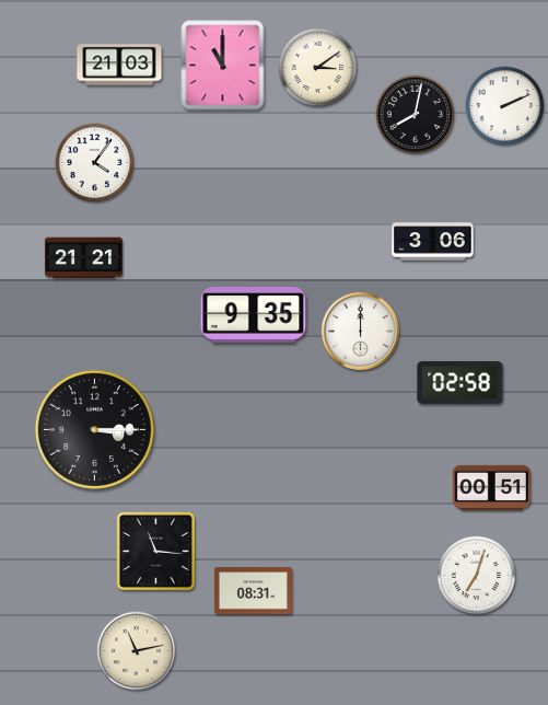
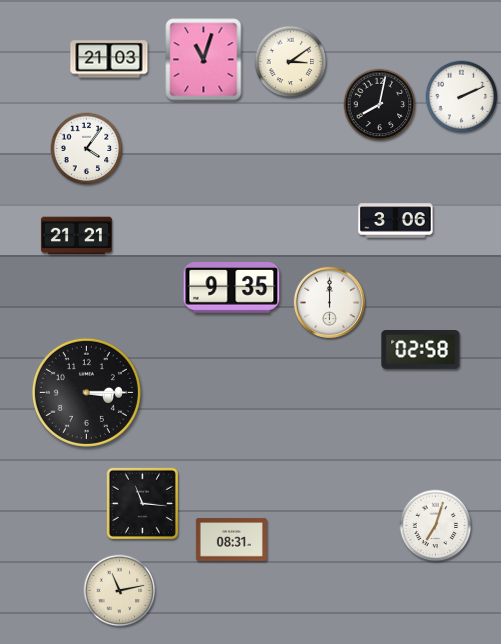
clock at (223, 66): 11:00 -> 11:03
clock at (491, 488): 00:51 -> none
clock at (137, 651) position: (137, 651) -> (120, 591)
